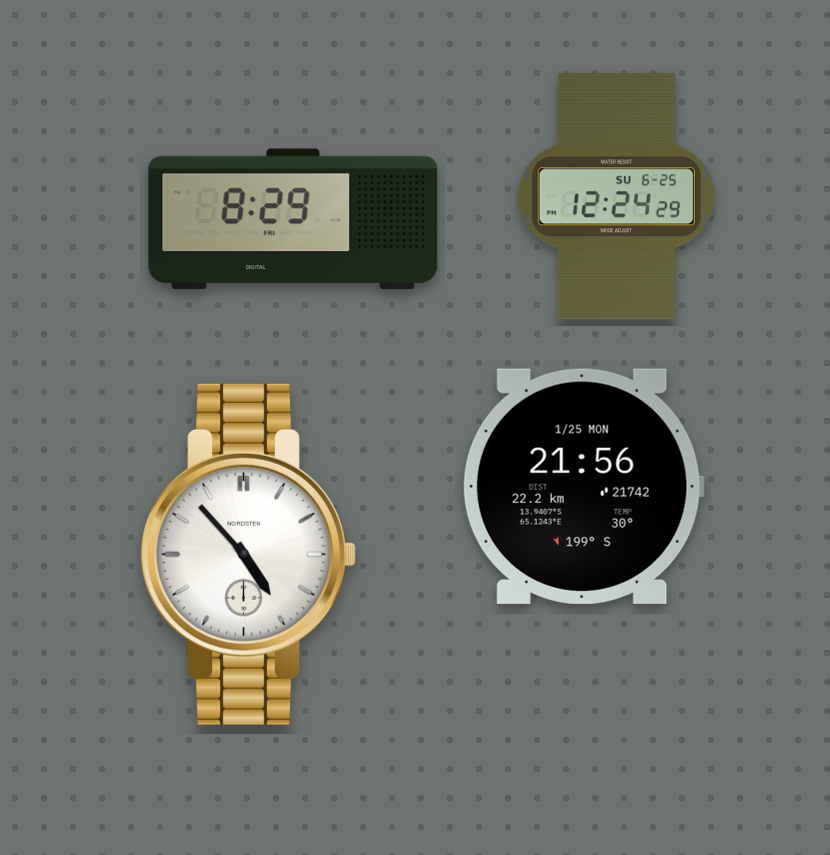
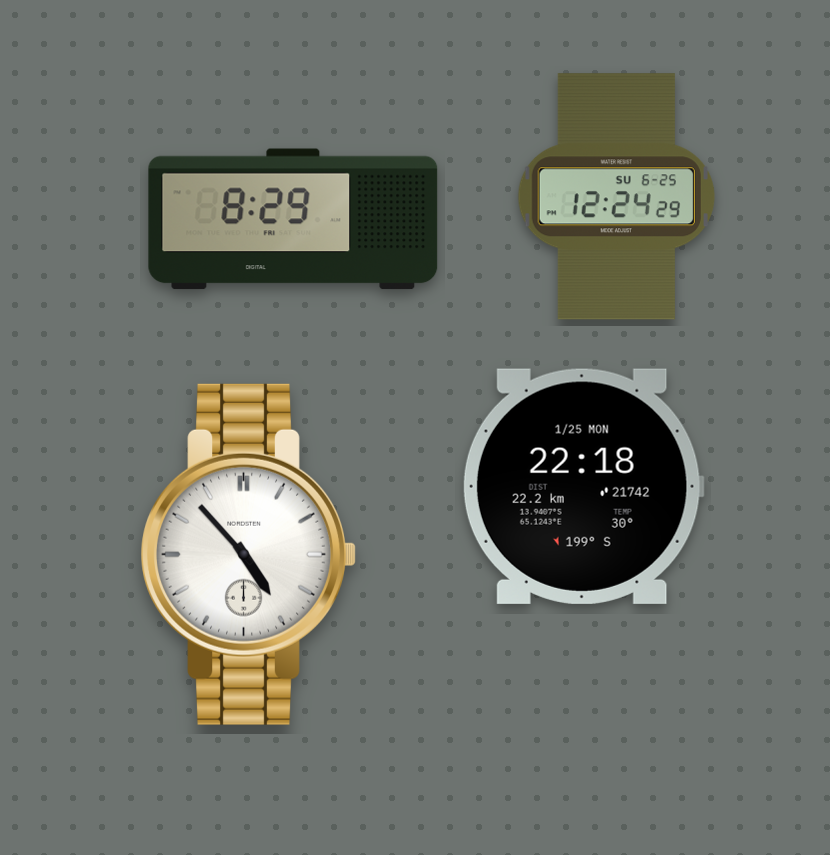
clock at (583, 486): 21:56 -> 22:18
